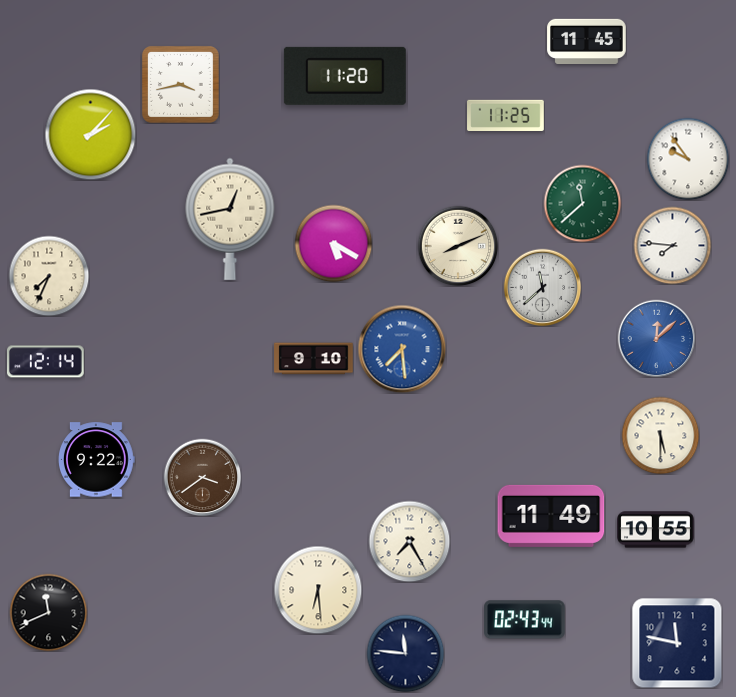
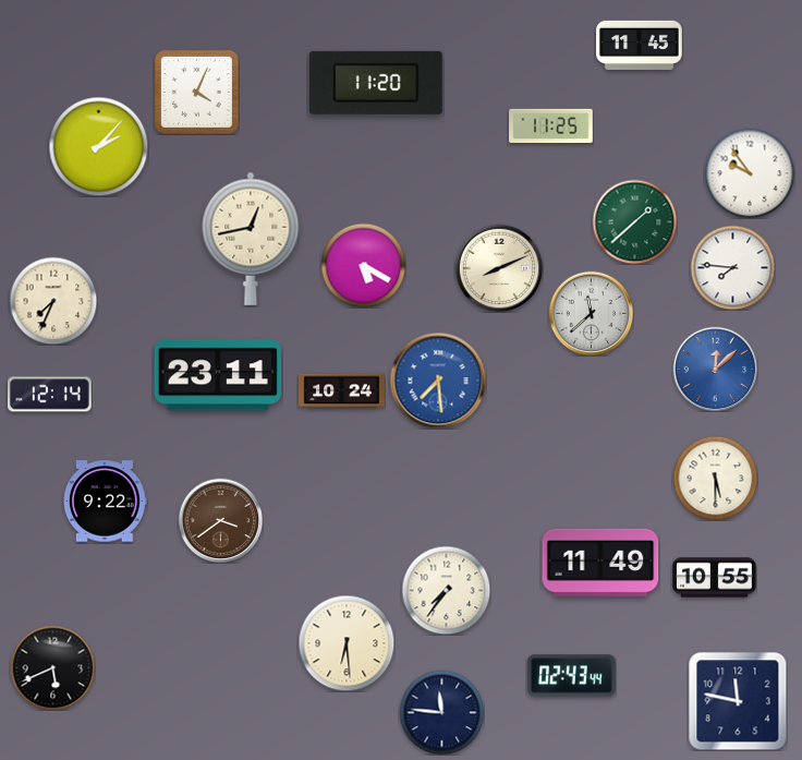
clock at (180, 84): 3:43 -> 4:04
clock at (582, 203): 11:38 -> 1:38
clock at (218, 375): none -> 23:11
clock at (314, 359): 9:10 -> 10:24
clock at (660, 435) position: (660, 435) -> (715, 478)
clock at (409, 541): 7:25 -> 7:36
clock at (48, 612): 11:41 -> 5:41
